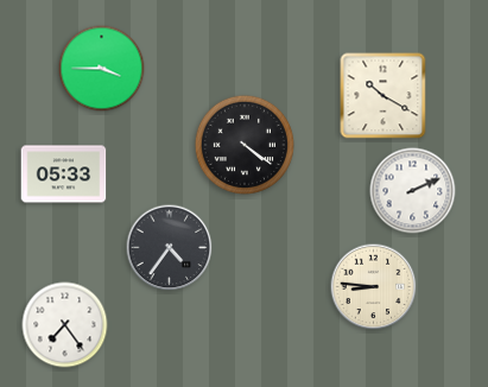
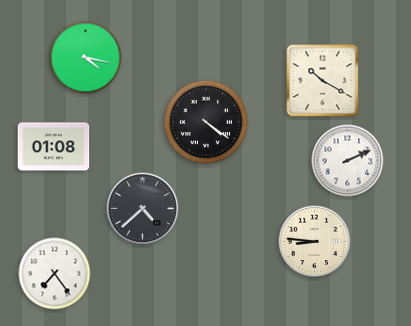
clock at (102, 69): 3:45 -> 4:17
clock at (64, 175): 05:33 -> 01:08
clock at (170, 248): 4:36 -> 4:38
